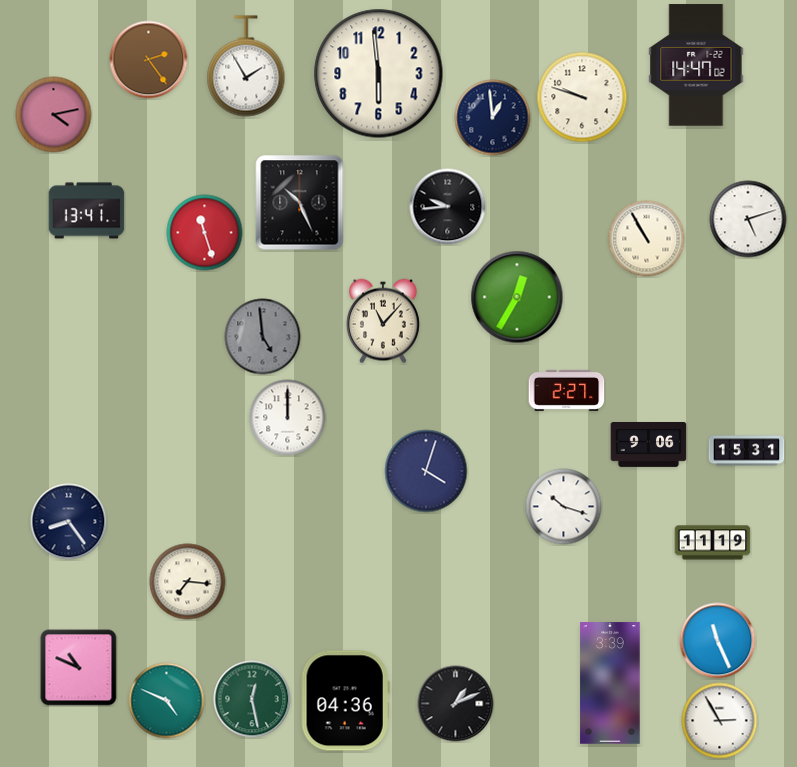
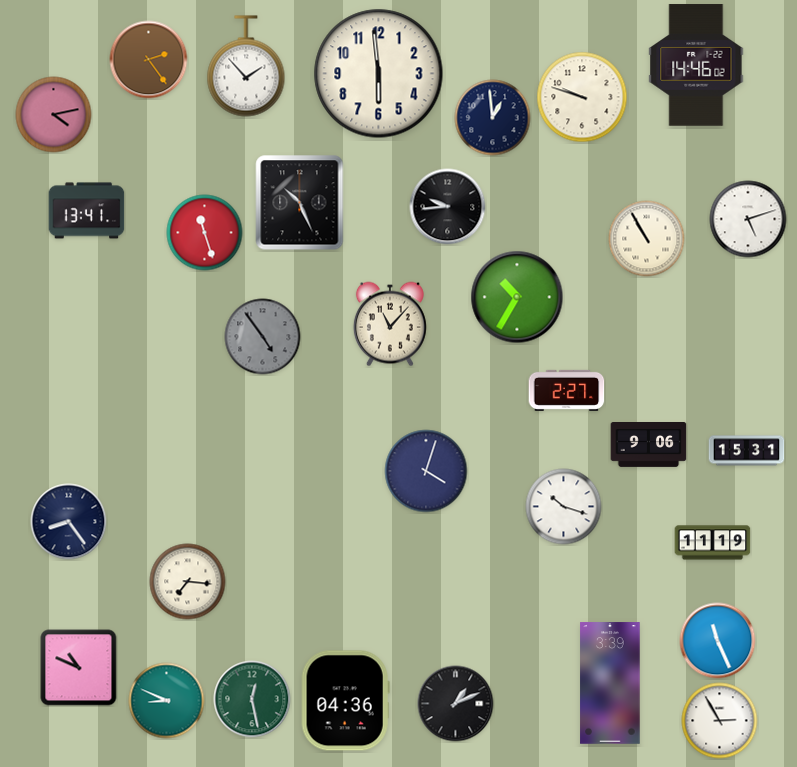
clock at (696, 65): 14:47 -> 14:46
clock at (246, 66): 1:55 -> 1:53
clock at (517, 297): 12:35 -> 10:35
clock at (383, 321) position: (383, 321) -> (390, 324)
clock at (263, 337): 4:59 -> 4:54
clock at (288, 418): 12:00 -> none
clock at (167, 701): 4:49 -> 8:49
